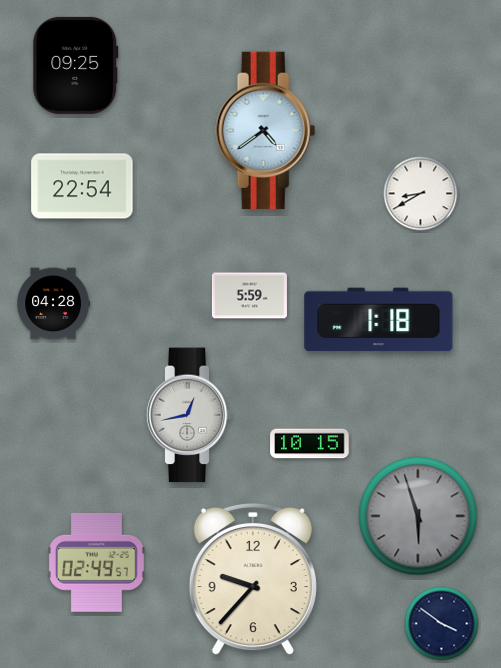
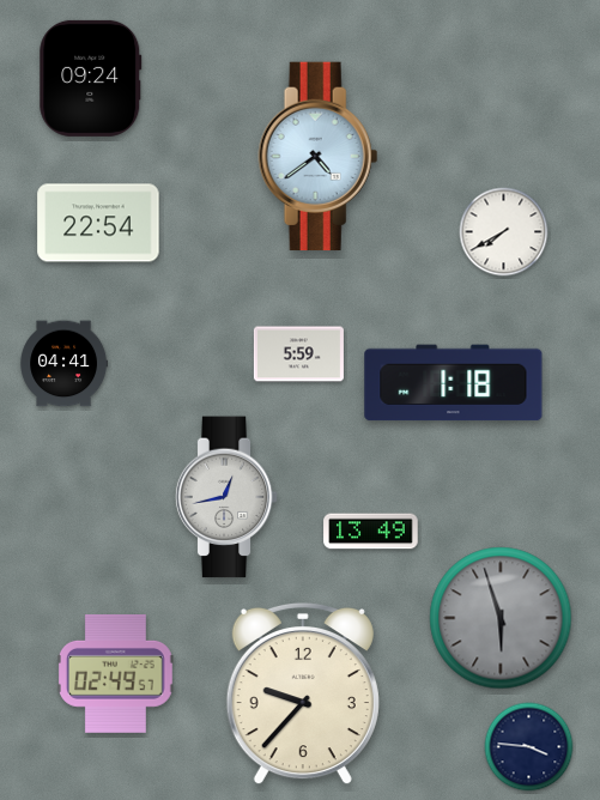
clock at (76, 65): 09:25 -> 09:24
clock at (421, 194): 8:40 -> 7:40
clock at (53, 304): 04:28 -> 04:41
clock at (310, 444): 10:15 -> 13:49
clock at (442, 624): 3:51 -> 3:46
